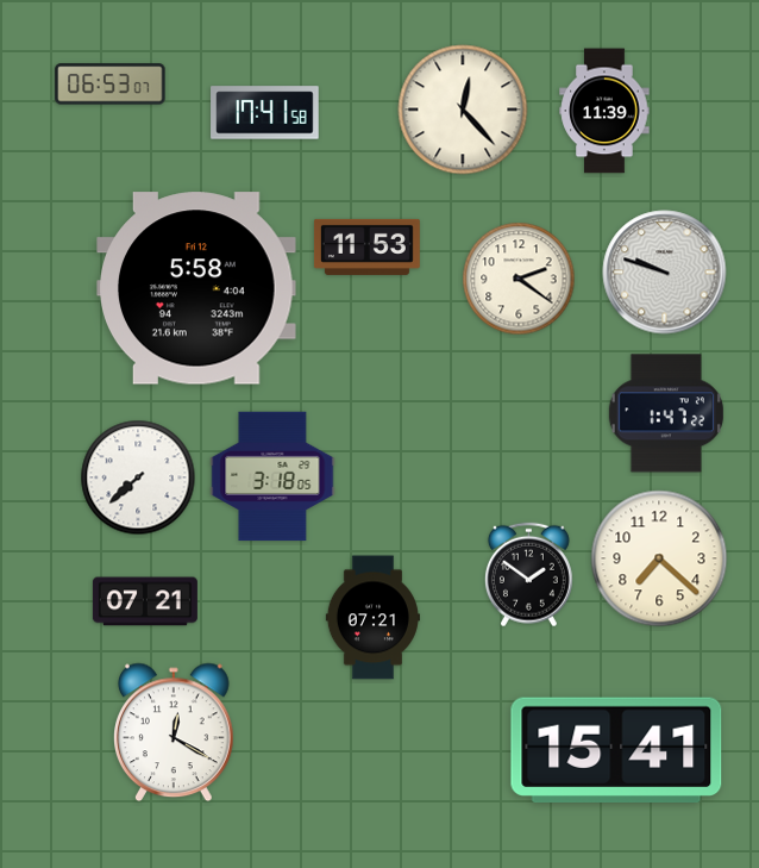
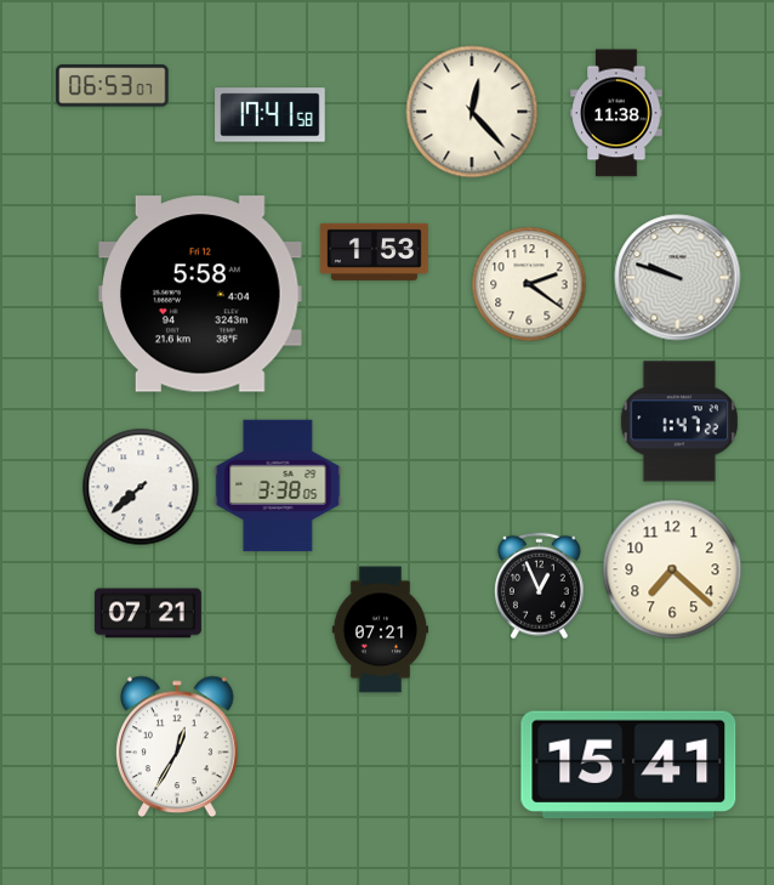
clock at (604, 111): 11:39 -> 11:38
clock at (366, 246): 11:53 -> 1:53
clock at (272, 476): 3:18 -> 3:38
clock at (528, 575): 1:51 -> 12:56
clock at (175, 732): 12:20 -> 12:35
